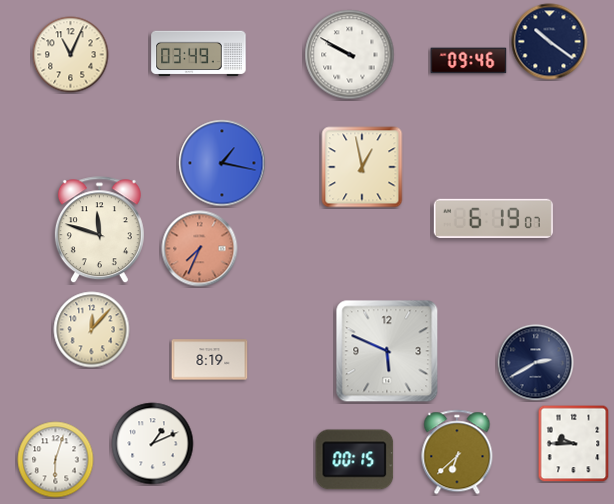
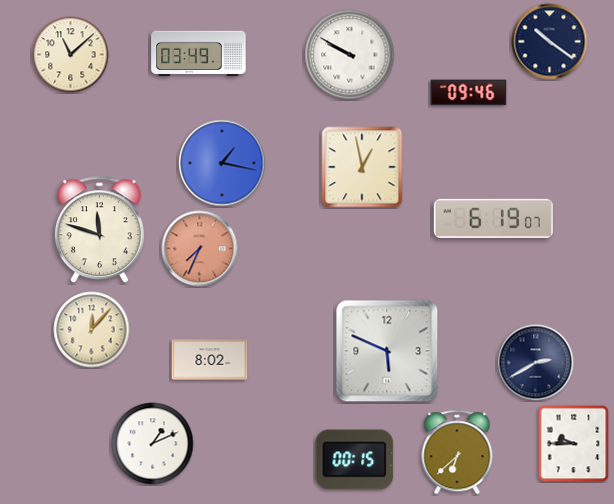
clock at (71, 55): 11:04 -> 11:08
clock at (469, 61) position: (469, 61) -> (469, 93)
clock at (210, 360): 8:19 -> 8:02
clock at (56, 460): 6:03 -> none
